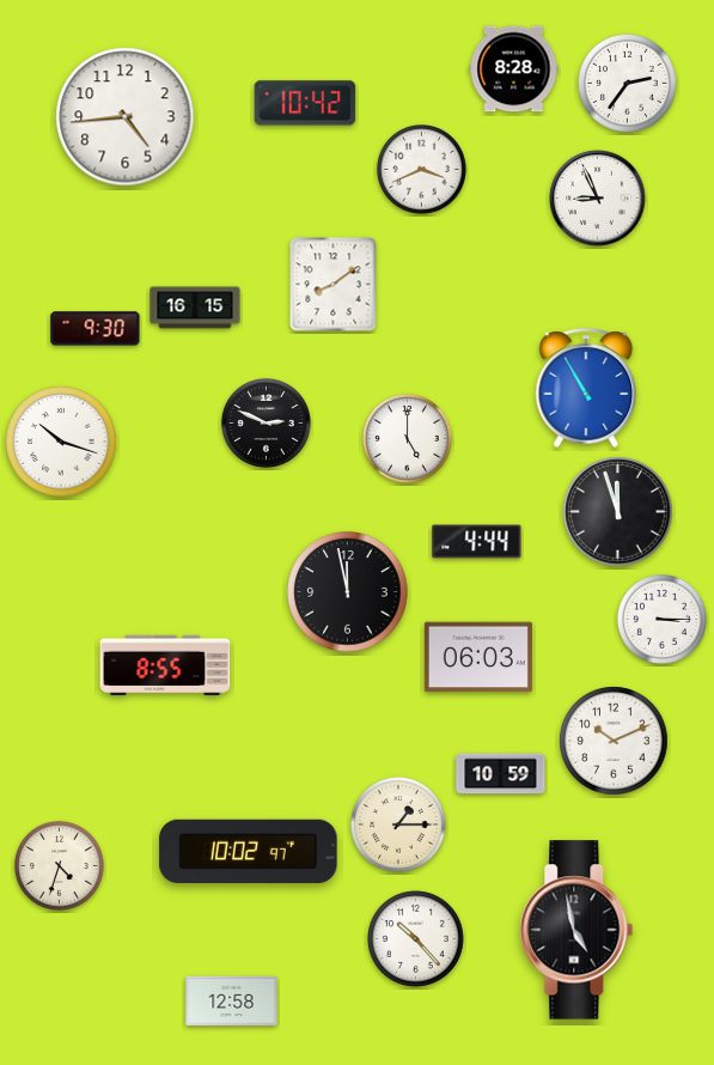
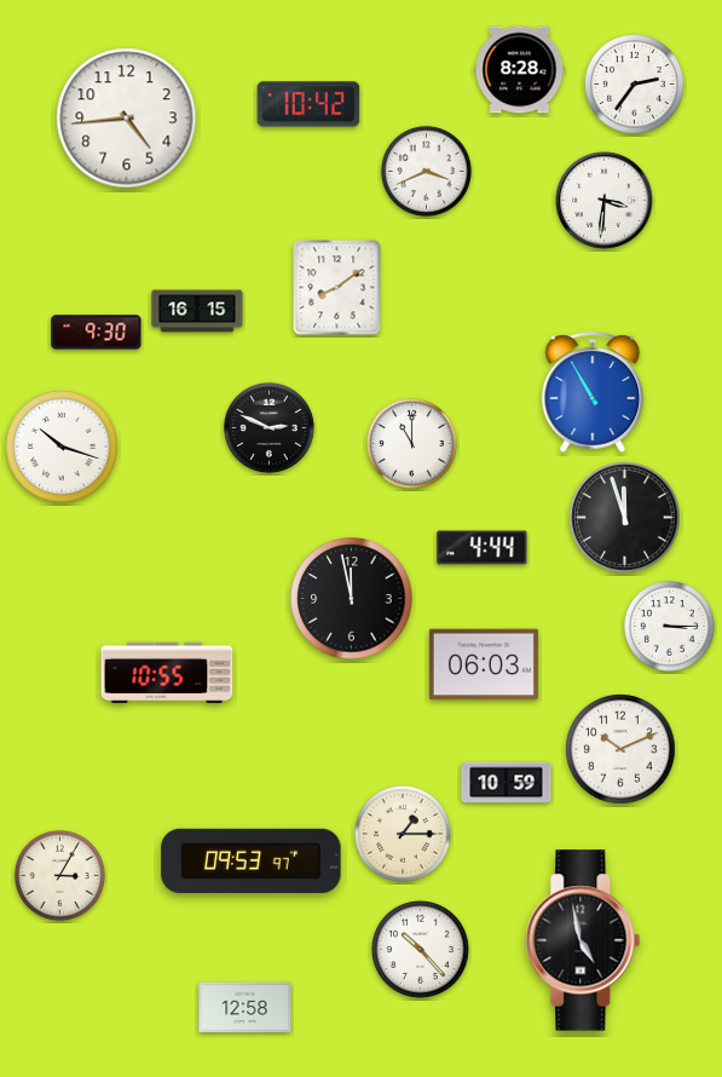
clock at (598, 199): 8:56 -> 3:31
clock at (407, 438): 5:00 -> 11:00
clock at (165, 665): 8:55 -> 10:55
clock at (249, 851): 10:02 -> 09:53
clock at (59, 865): 4:33 -> 3:05
clock at (232, 1002) position: (232, 1002) -> (246, 1008)
